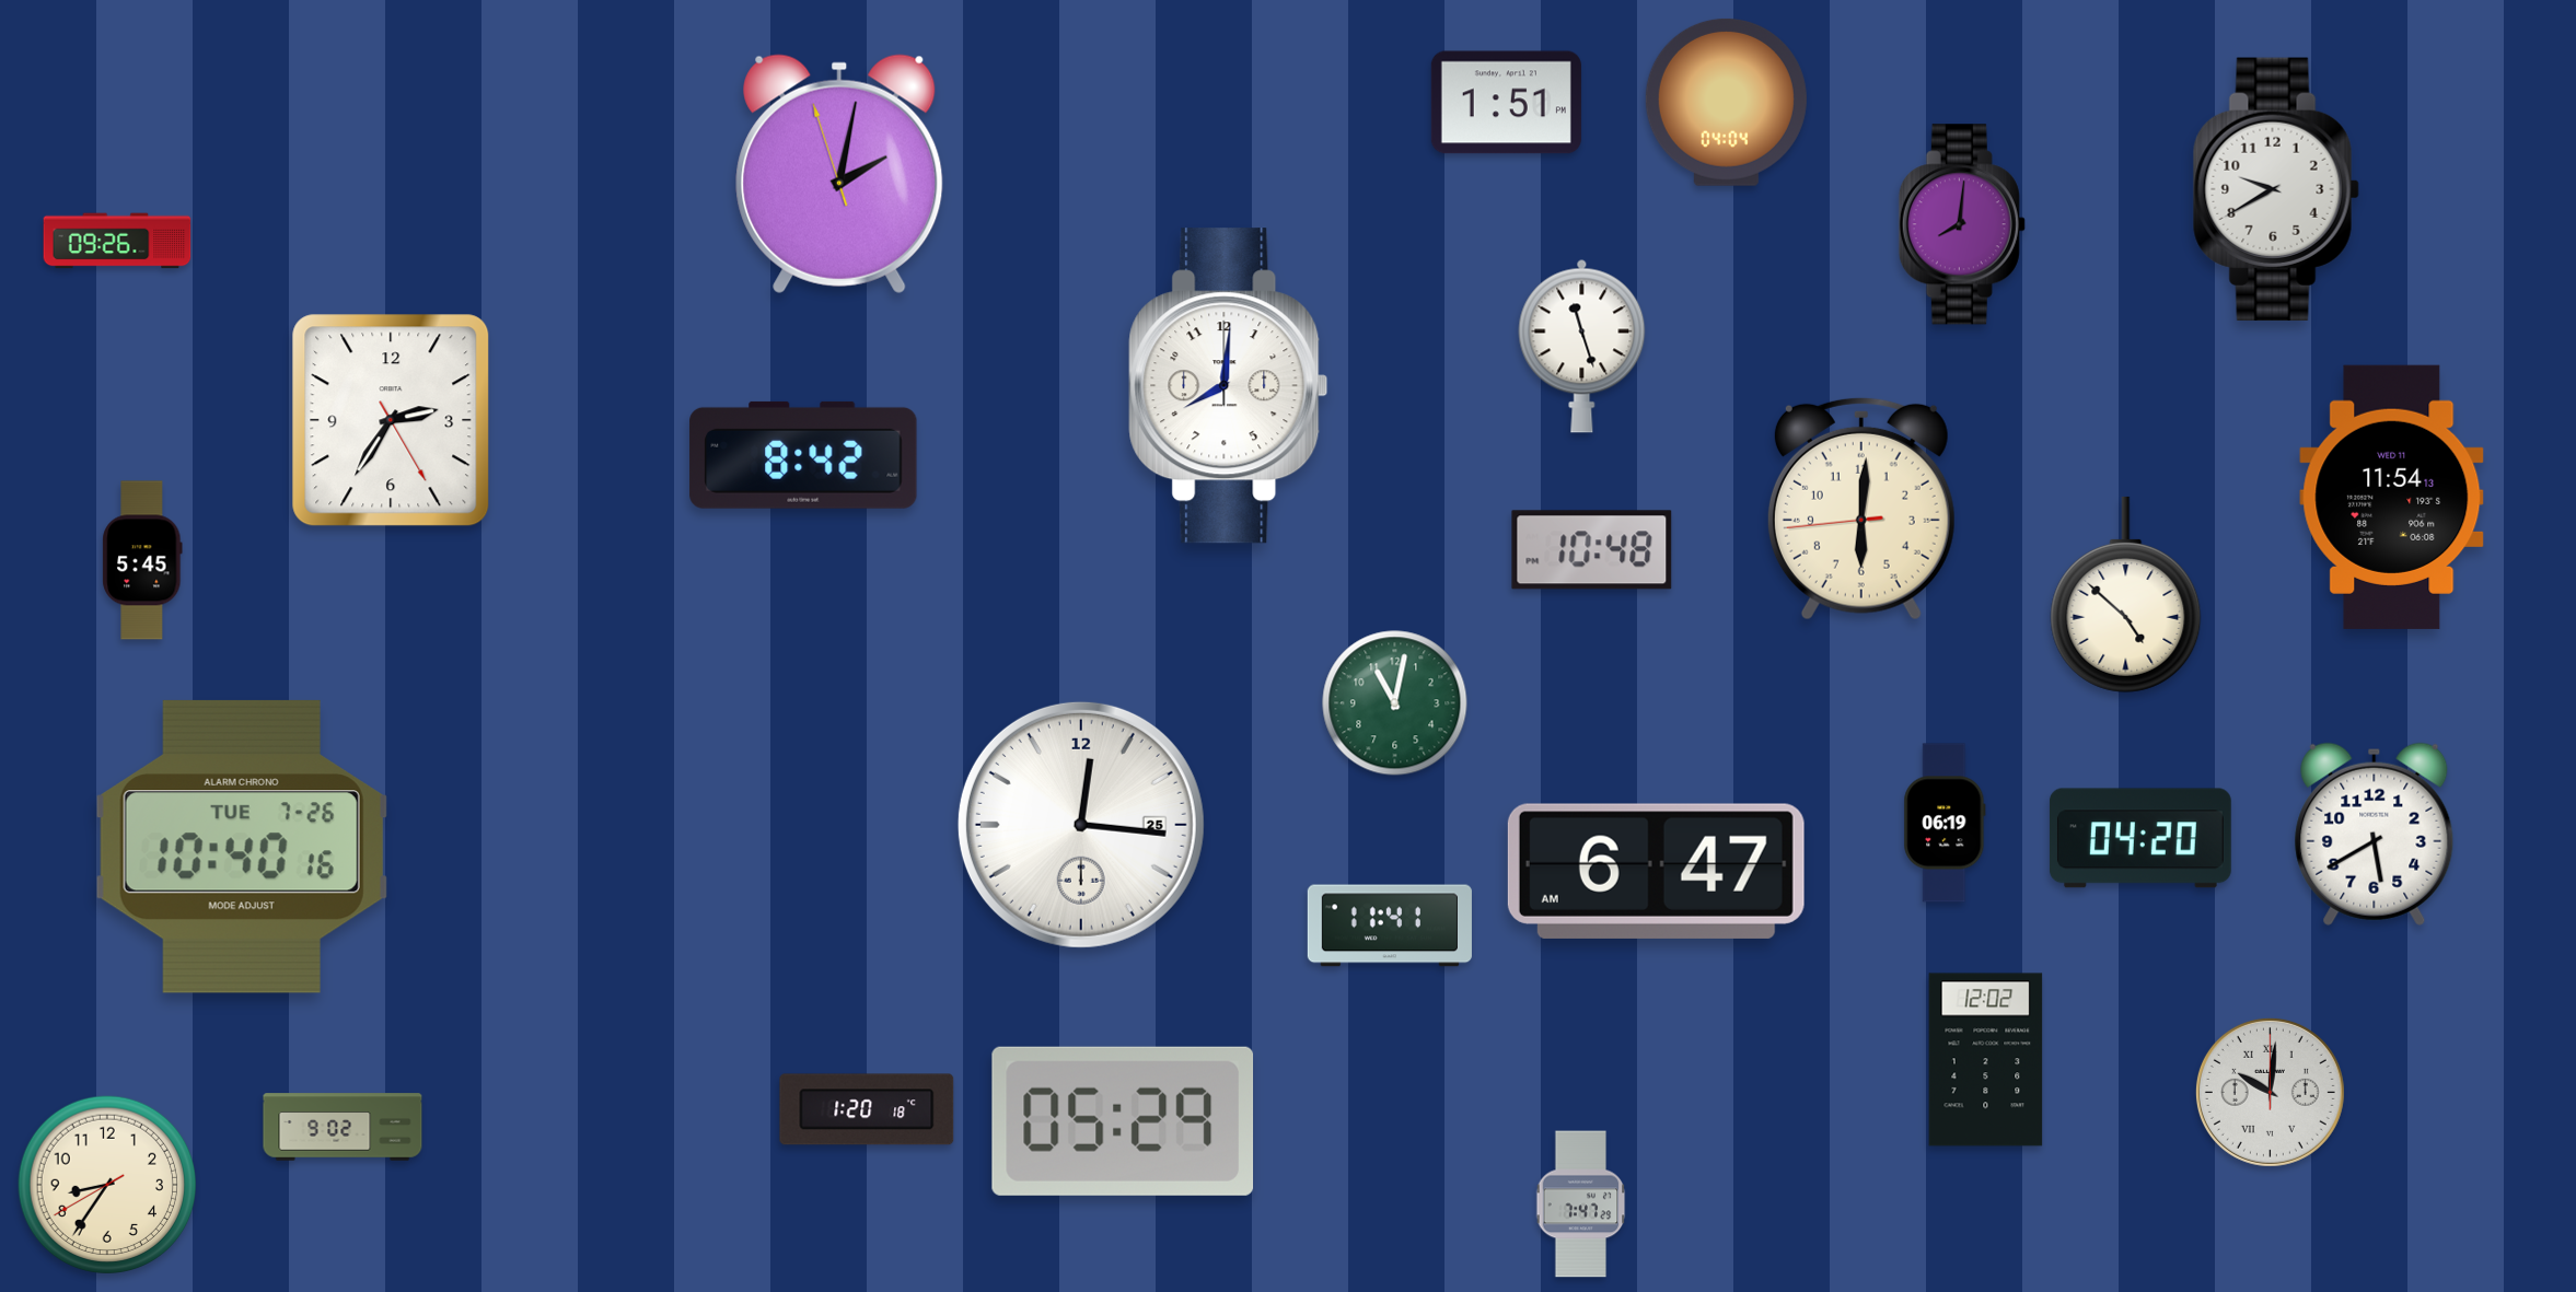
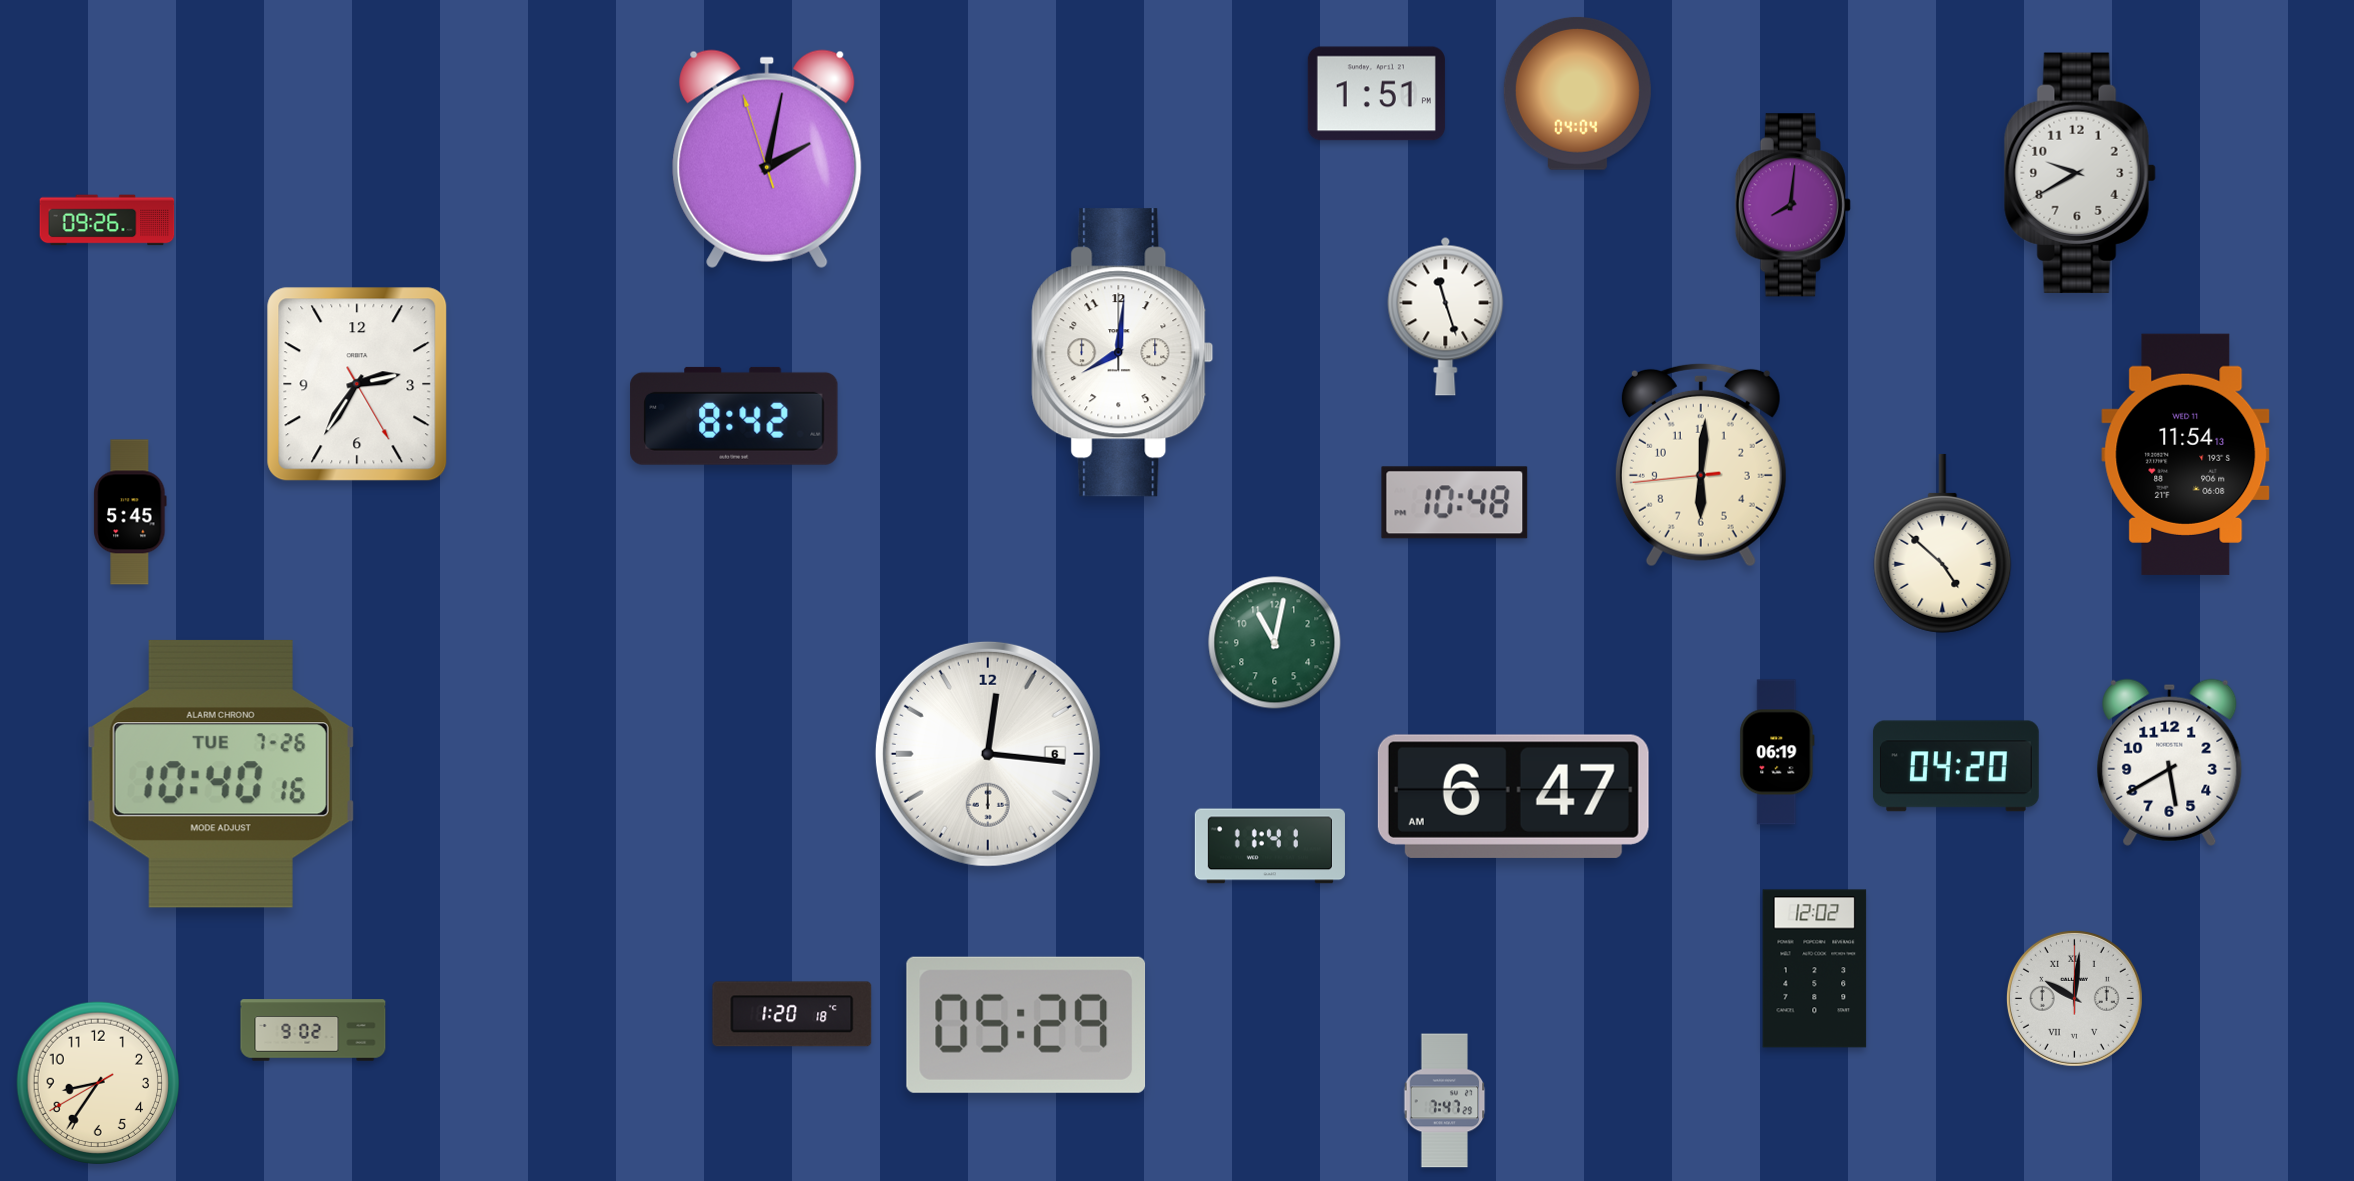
clock at (1081, 825) date: 25 -> 6
